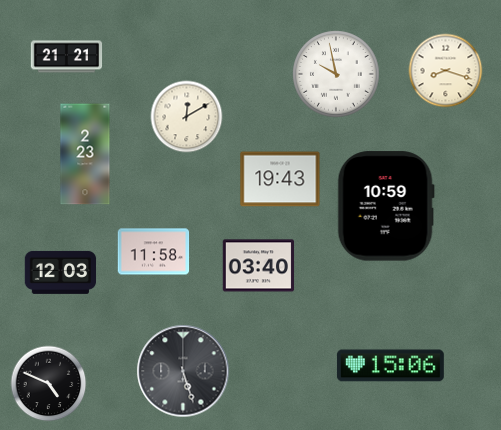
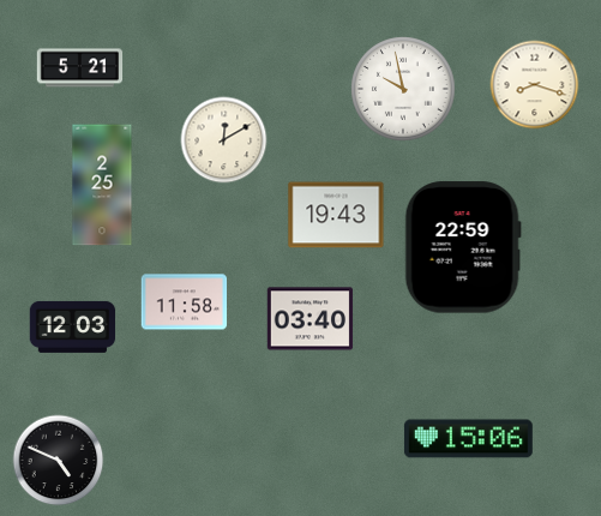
clock at (67, 57): 21:21 -> 5:21
clock at (85, 154): 2:23 -> 2:25
clock at (386, 206): 10:59 -> 22:59
clock at (183, 371): 5:27 -> none
